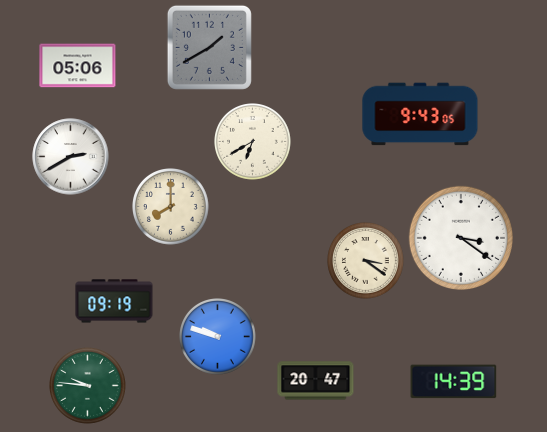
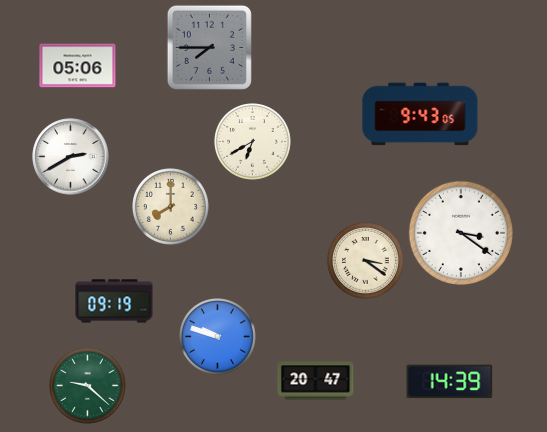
clock at (209, 47): 1:40 -> 7:45
clock at (461, 238) position: (461, 238) -> (461, 233)
clock at (454, 382) position: (454, 382) -> (450, 382)
clock at (88, 386): 9:46 -> 9:22
